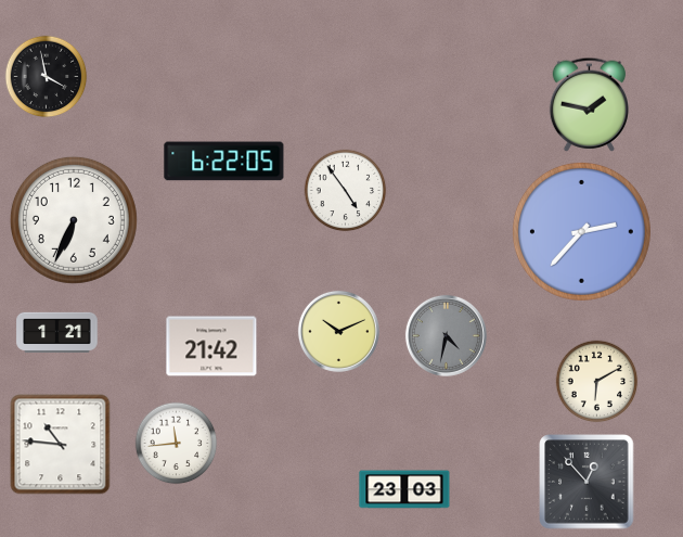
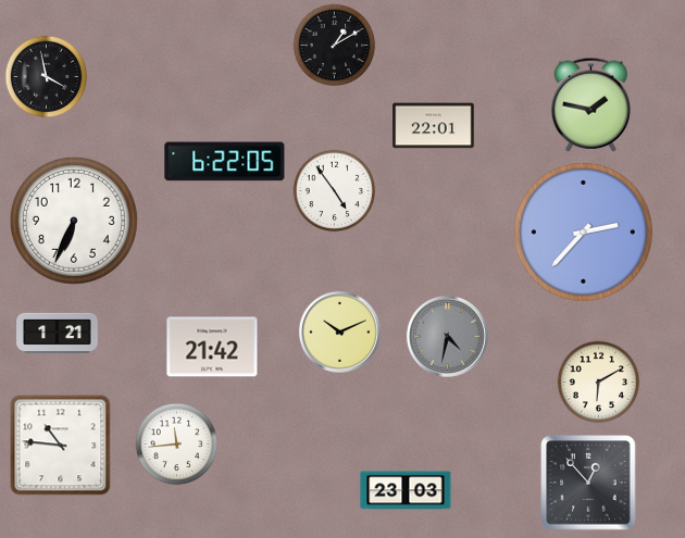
clock at (335, 46): none -> 1:10
clock at (434, 126): none -> 22:01
clock at (346, 191) position: (346, 191) -> (335, 191)
